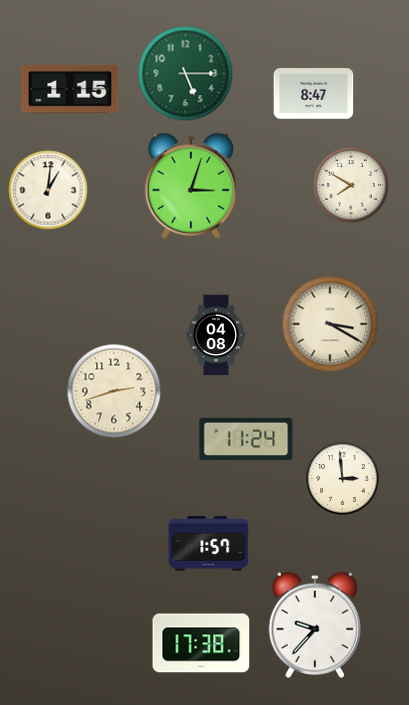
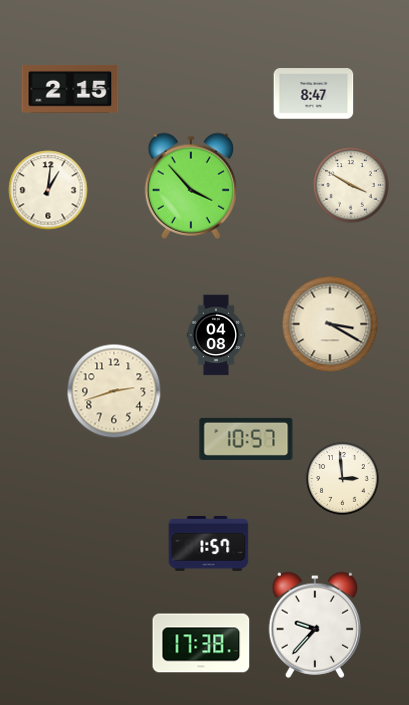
clock at (186, 74): 5:15 -> none
clock at (70, 89): 1:15 -> 2:15
clock at (351, 185): 7:50 -> 3:50
clock at (190, 186): 3:03 -> 3:53
clock at (246, 439): 11:24 -> 10:57
